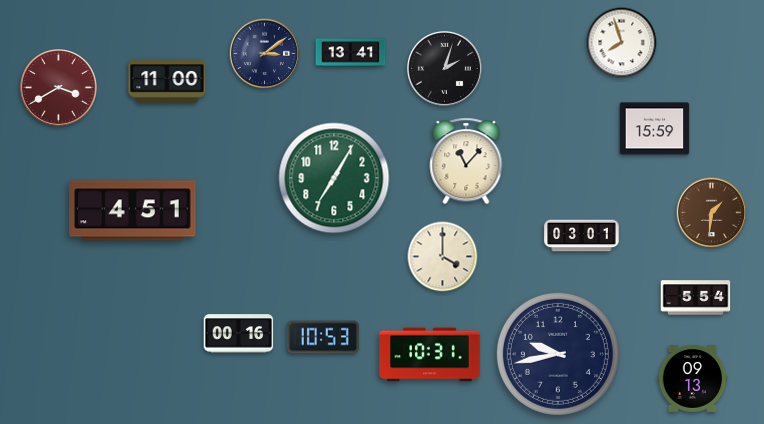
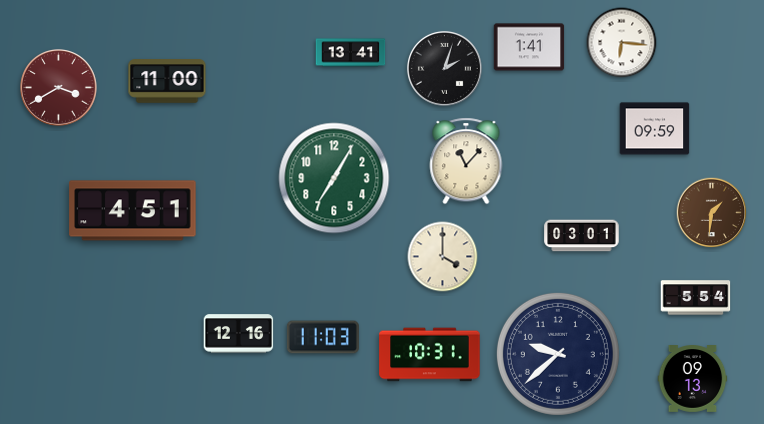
clock at (622, 43): 7:57 -> 6:16
clock at (529, 47): none -> 1:41
clock at (265, 54): 3:09 -> none
clock at (655, 129): 15:59 -> 09:59
clock at (239, 334): 00:16 -> 12:16
clock at (323, 337): 10:53 -> 11:03
clock at (558, 354): 9:43 -> 9:38
